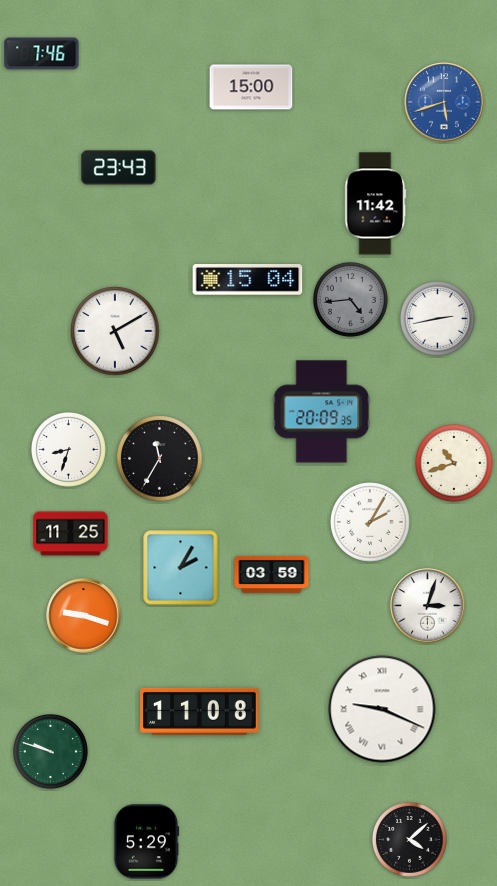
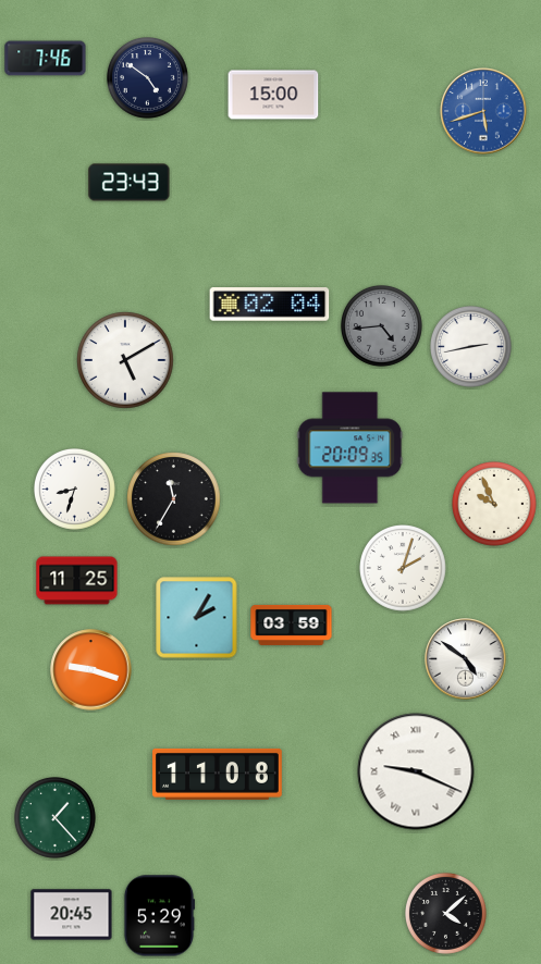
clock at (148, 78): none -> 4:51
clock at (376, 204): 11:42 -> none
clock at (248, 280): 15:04 -> 02:04
clock at (438, 319) position: (438, 319) -> (471, 347)
clock at (455, 464): 10:42 -> 9:56
clock at (371, 523): 2:05 -> 2:03
clock at (272, 574) position: (272, 574) -> (292, 625)
clock at (428, 606): 3:03 -> 4:51
clock at (51, 752): 9:48 -> 1:23
clock at (72, 915): none -> 20:45
